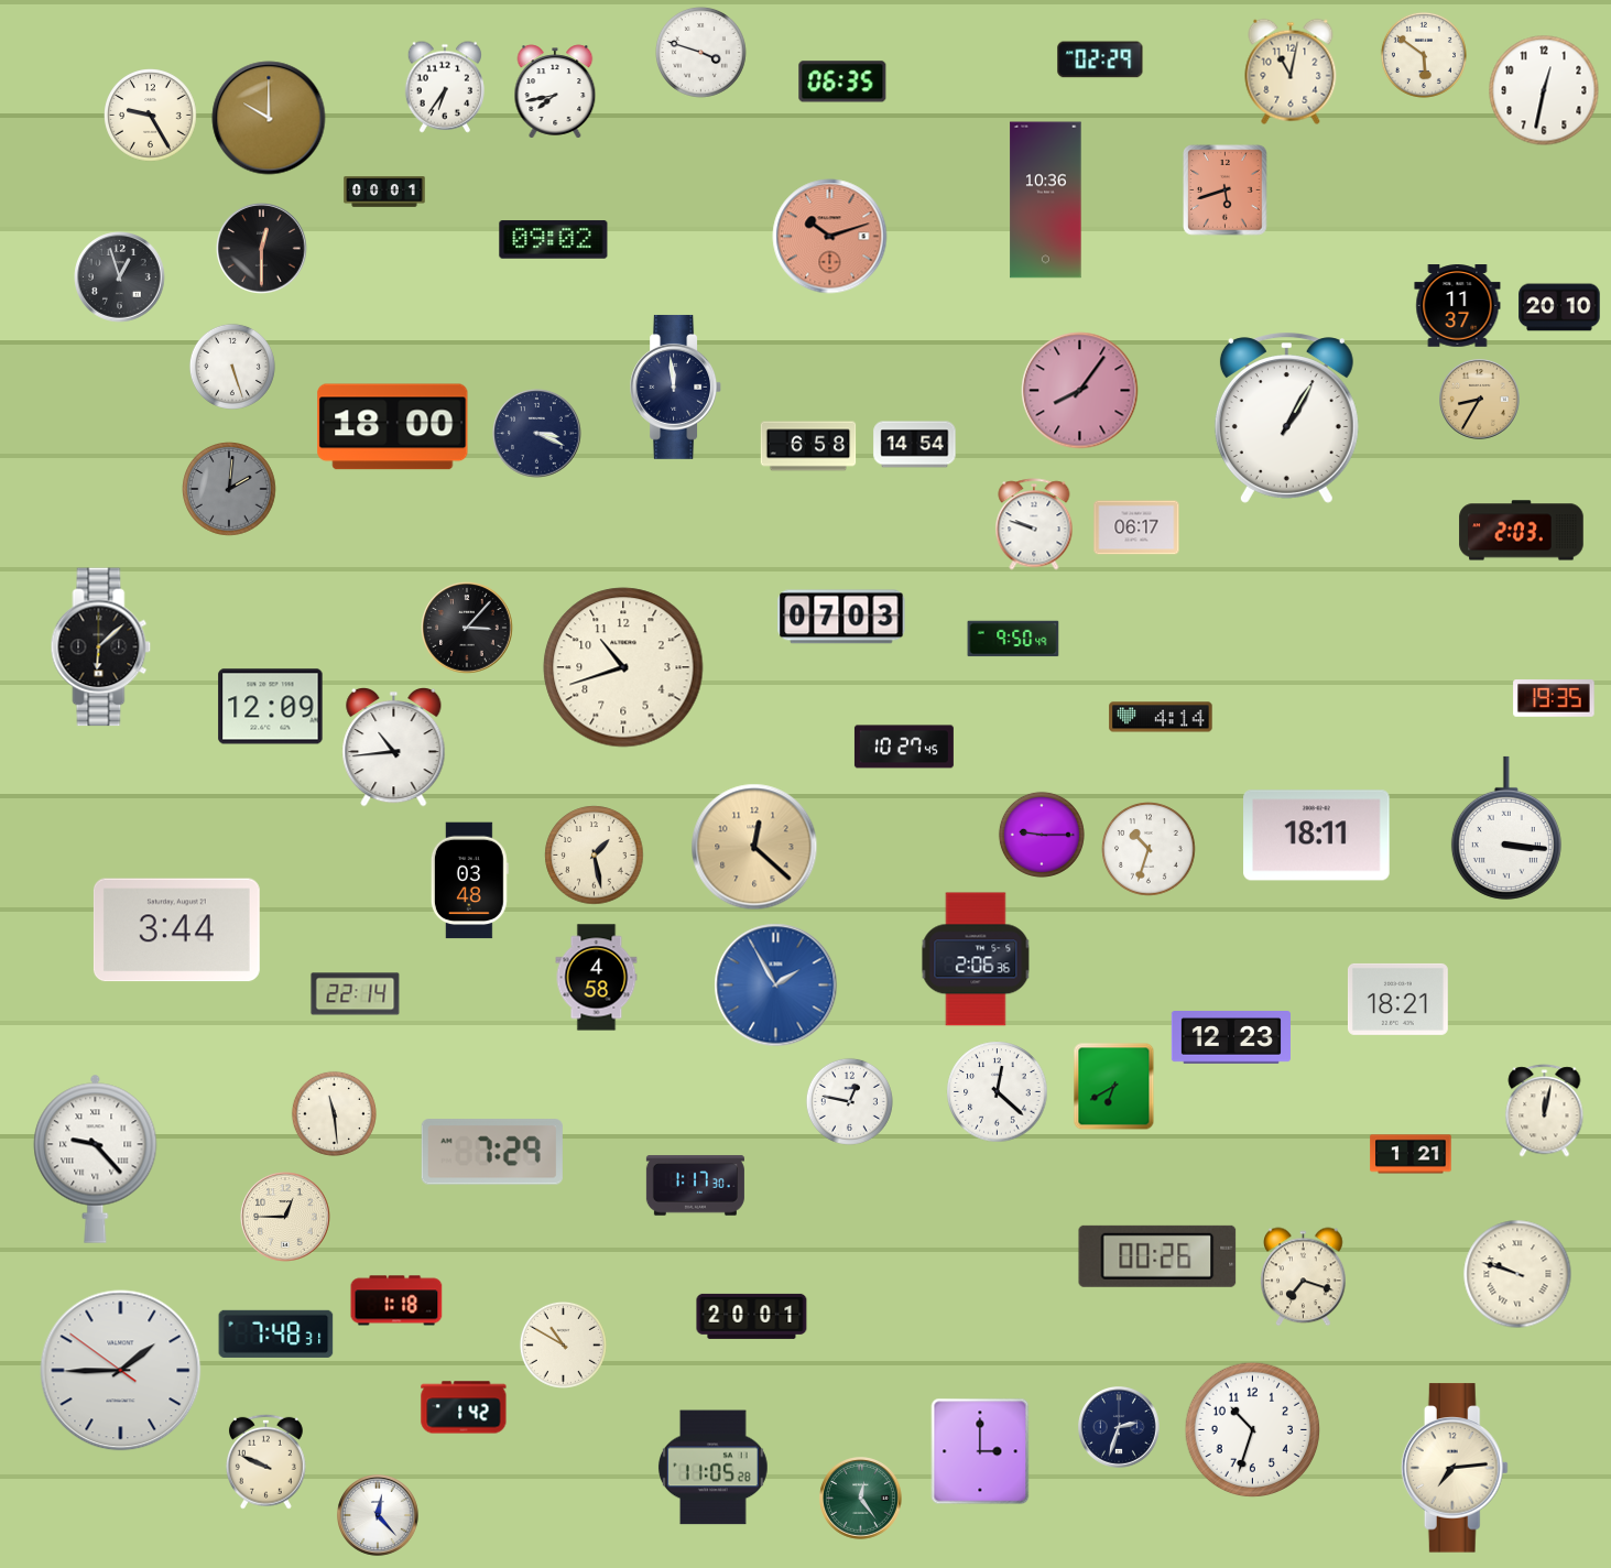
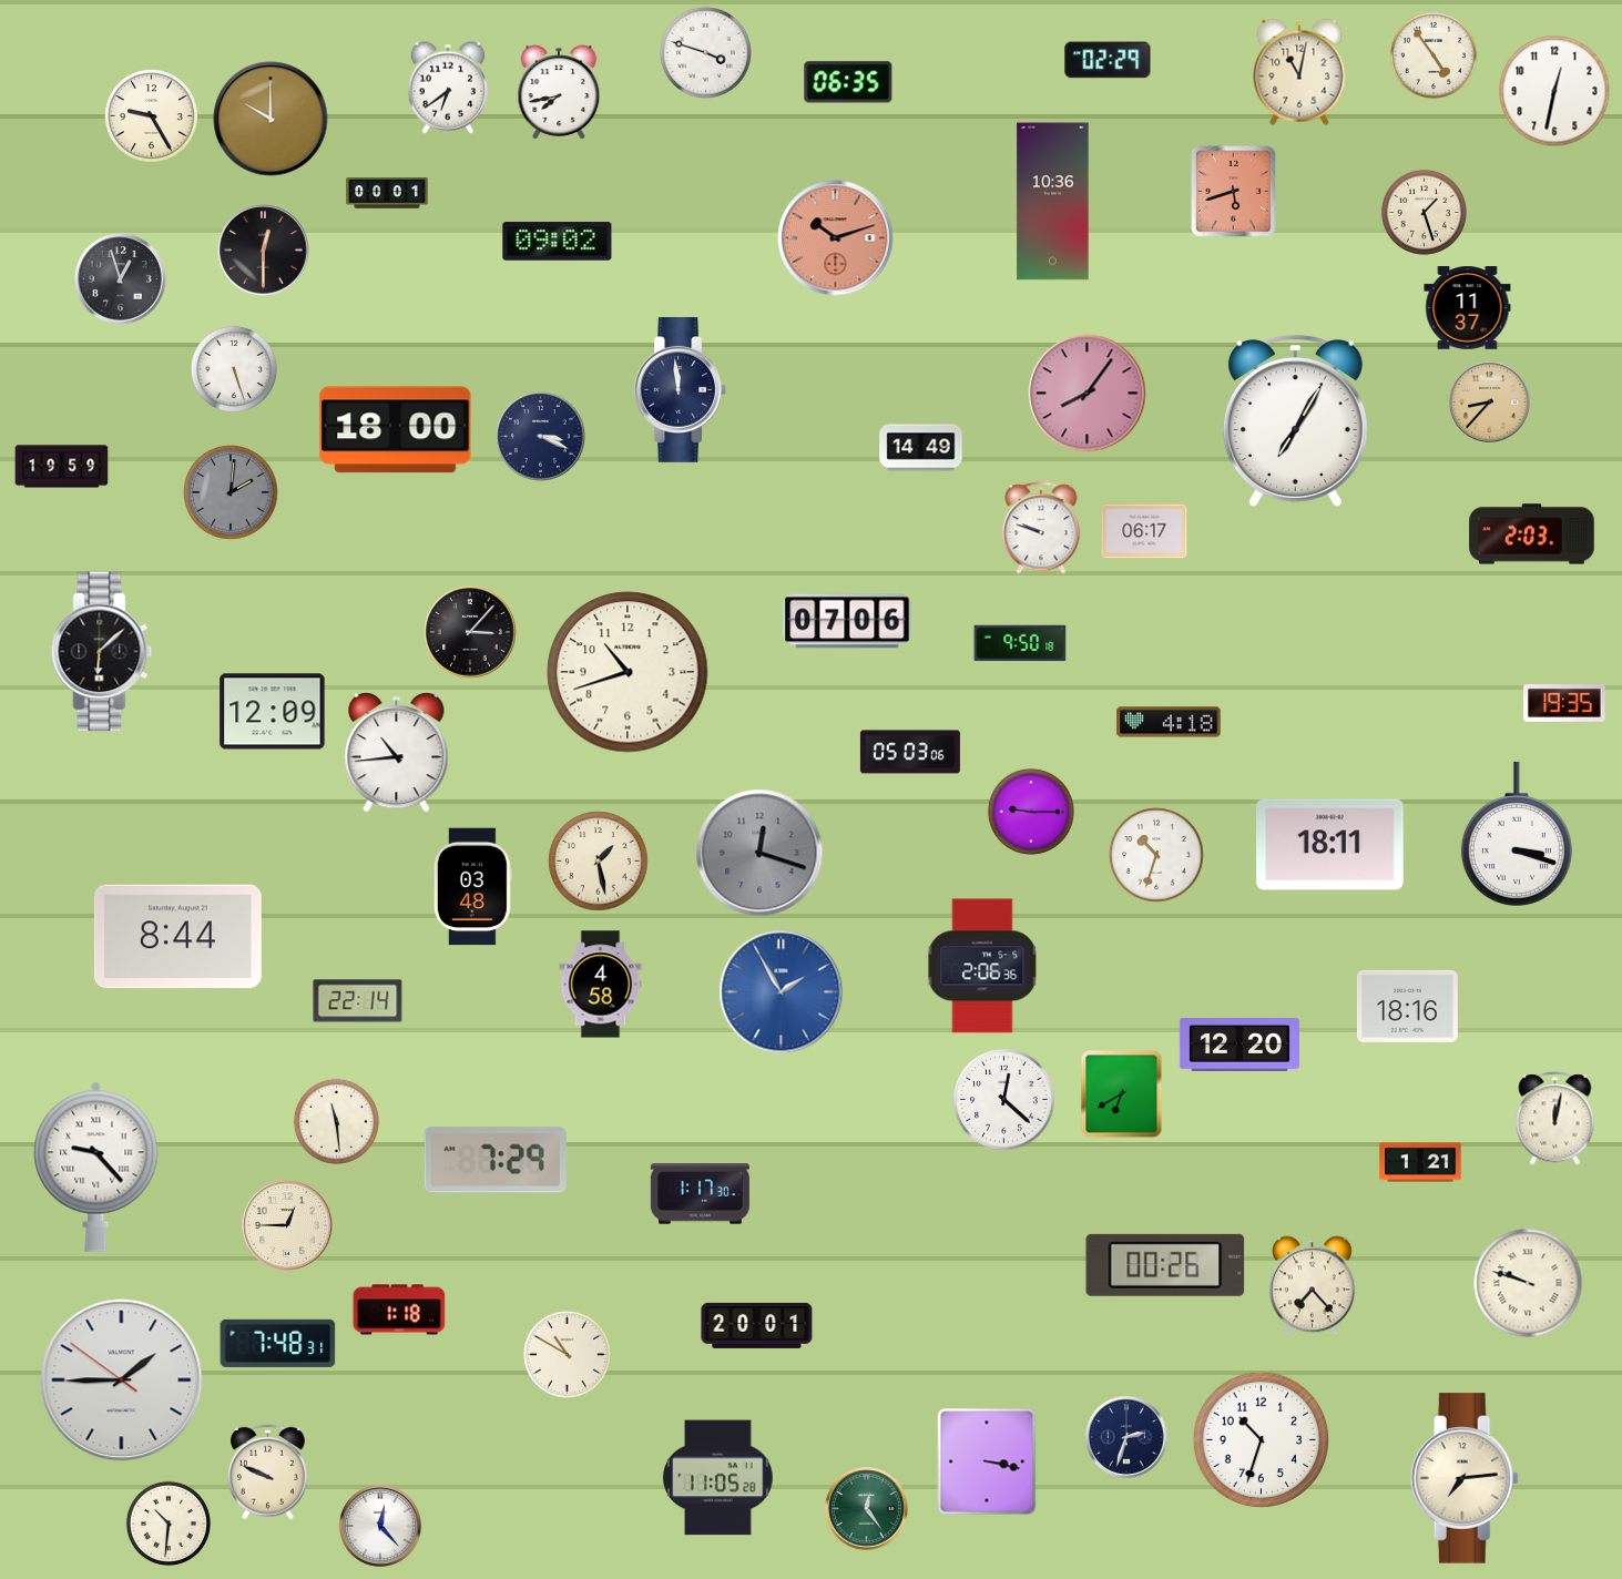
clock at (1424, 55): 5:51 -> 4:54
clock at (445, 87): 6:36 -> 6:39
clock at (1424, 212): none -> 1:27
clock at (1559, 307): 20:10 -> none
clock at (1480, 400): 8:35 -> 8:37
clock at (1286, 418): 1:05 -> 7:05
clock at (915, 445): 14:54 -> 14:49
clock at (808, 446): 6:58 -> none
clock at (62, 467): none -> 19:59
clock at (841, 617): 07:03 -> 07:06
clock at (1013, 639): 9:50:49 -> 9:50:18
clock at (1161, 717): 4:14 -> 4:18
clock at (904, 747): 10:27 -> 05:03
clock at (1506, 828): 3:16 -> 3:18
clock at (1042, 835) position: (1042, 835) -> (1031, 812)
clock at (1317, 836) position: (1317, 836) -> (1330, 845)
clock at (754, 847): 12:22 -> 12:18
clock at (754, 847) dial: champagne -> grey
clock at (176, 930): 3:44 -> 8:44
clock at (1397, 999): 18:21 -> 18:16
clock at (1231, 1037): 12:23 -> 12:20
clock at (849, 1101): 12:47 -> none
clock at (1304, 1277): 7:18 -> 7:23
clock at (464, 1407): 1:42 -> none
clock at (980, 1451): 3:00 -> 3:17
clock at (169, 1524): none -> 10:31
